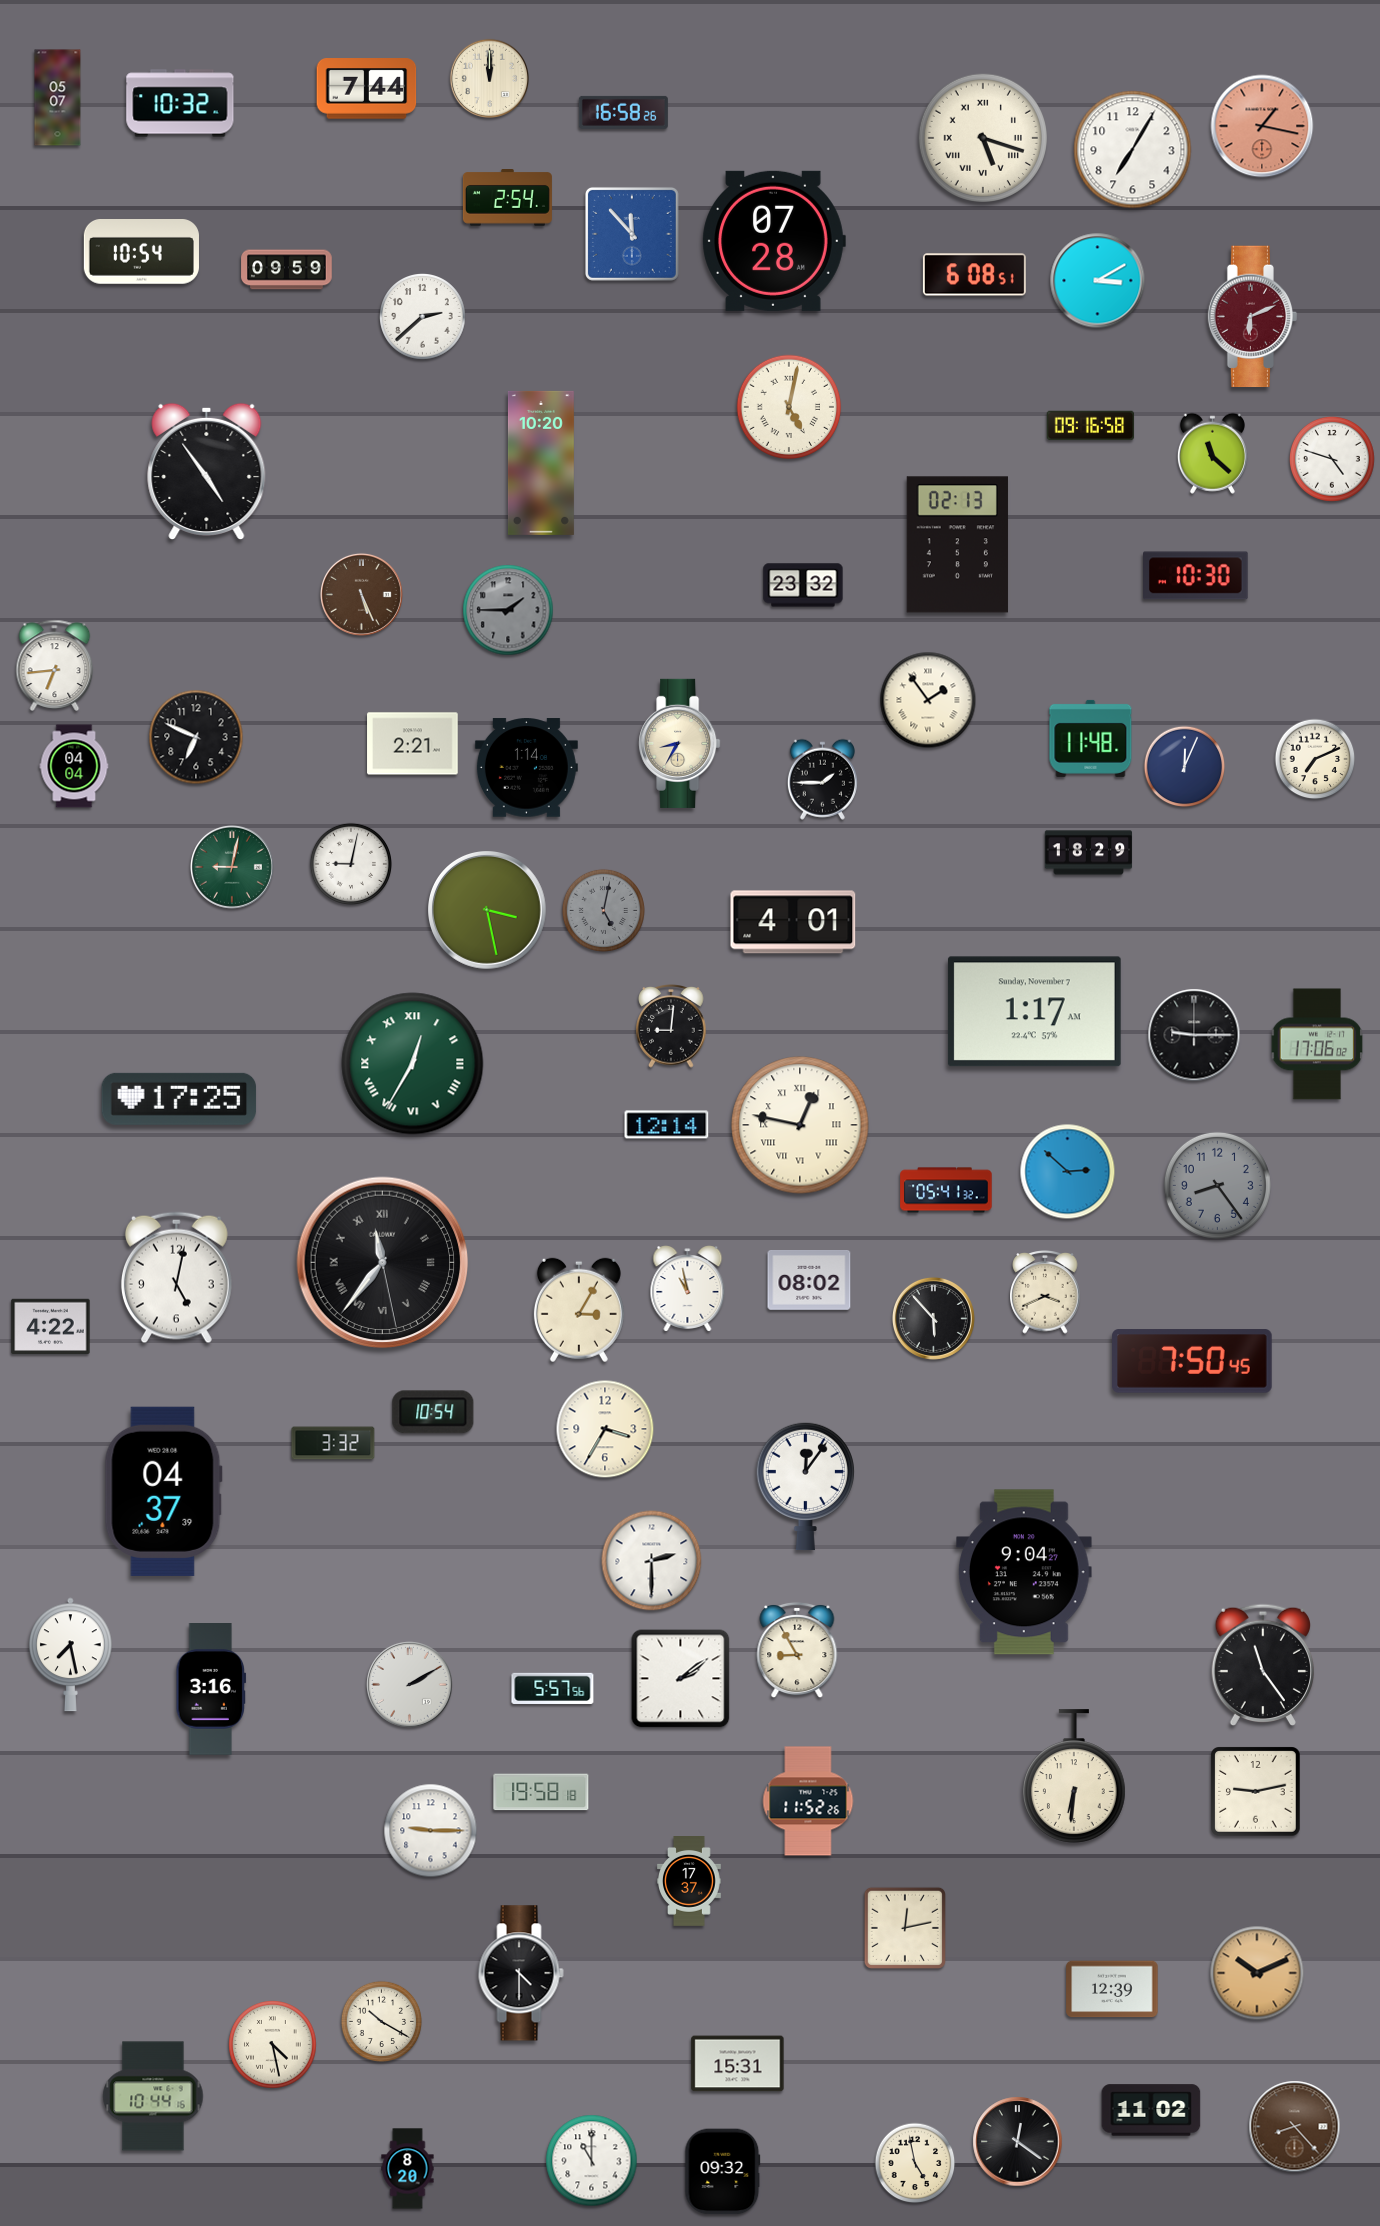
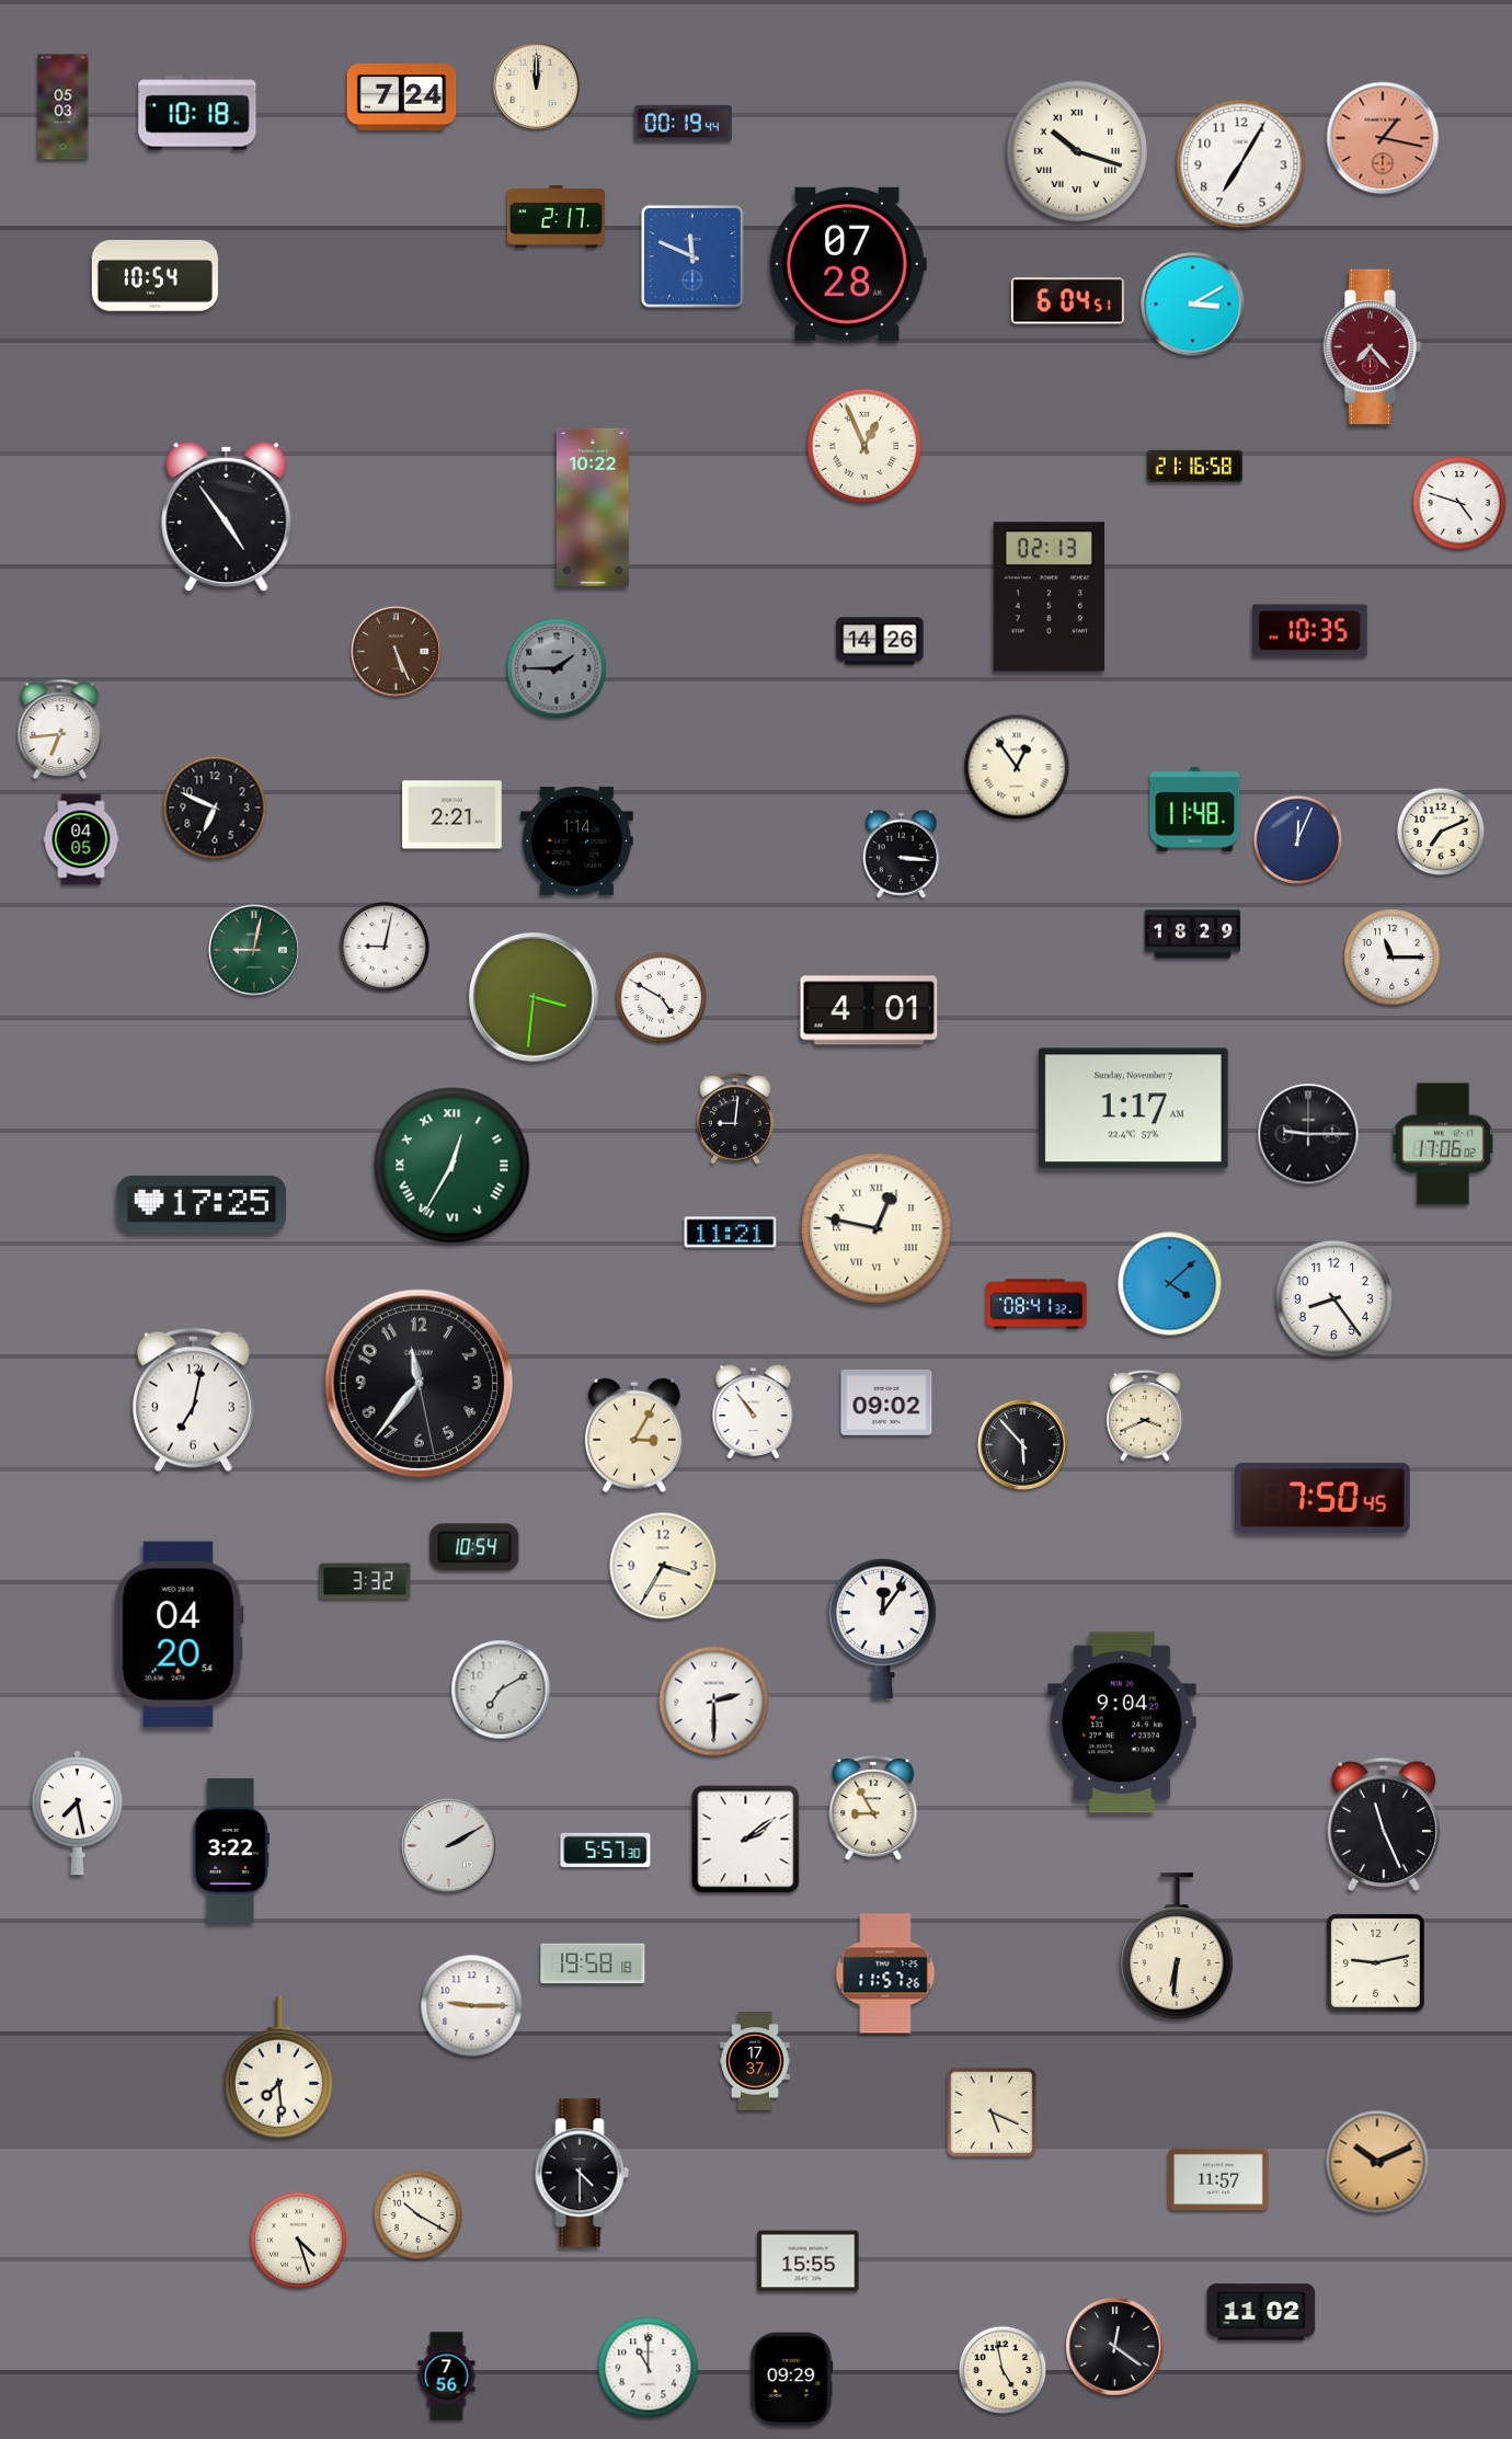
clock at (367, 89): 7:44 -> 7:24
clock at (58, 98): 05:07 -> 05:03
clock at (180, 103): 10:32 -> 10:18
clock at (623, 112): 16:58 -> 00:19
clock at (983, 138): 5:18 -> 10:18
clock at (507, 198): 2:54 -> 2:17
clock at (632, 234): 11:53 -> 11:49
clock at (287, 270): 09:59 -> none
clock at (974, 275): 6:08 -> 6:04
clock at (1098, 281) position: (1098, 281) -> (1193, 305)
clock at (423, 317): 2:38 -> none
clock at (1253, 317): 6:11 -> 7:23
clock at (789, 407): 5:02 -> 12:56
clock at (1091, 426): 09:16 -> 21:16
clock at (1212, 453): 11:22 -> none
clock at (541, 463): 10:20 -> 10:22
clock at (1196, 576): 10:30 -> 10:35
clock at (803, 585): 23:32 -> 14:26
clock at (928, 700): 1:54 -> 12:54
clock at (680, 743): 8:35 -> none
clock at (74, 766): 04:04 -> 04:05
clock at (822, 779): 1:45 -> 3:16
clock at (1393, 958): none -> 11:15
clock at (603, 910): 5:02 -> 4:50
clock at (603, 910) dial: grey -> white
clock at (488, 911): 3:28 -> 3:31
clock at (671, 1027) position: (671, 1027) -> (735, 1120)
clock at (179, 1099) position: (179, 1099) -> (202, 1204)
clock at (667, 1125): 12:14 -> 11:21
clock at (800, 1125) position: (800, 1125) -> (877, 1228)
clock at (1068, 1172): 2:52 -> 4:08
clock at (1217, 1185) dial: grey -> white
clock at (946, 1190): 05:41 -> 08:41
clock at (383, 1263) numerals: Roman -> Arabic
clock at (176, 1278): 5:02 -> 7:02
clock at (809, 1281): 08:02 -> 09:02
clock at (688, 1289): 10:58 -> 10:54
clock at (51, 1326): 4:22 -> none
clock at (1192, 1361) position: (1192, 1361) -> (1322, 1498)
clock at (163, 1491): 04:37 -> 04:20
clock at (501, 1690): none -> 7:10
clock at (652, 1561) position: (652, 1561) -> (714, 1702)
clock at (1262, 1665): 11:24 -> 11:26
clock at (553, 1688): 5:57:56 -> 5:57:30
clock at (211, 1689): 3:16 -> 3:22
clock at (808, 1801): 11:52 -> 11:57
clock at (278, 2066): none -> 7:29
clock at (905, 1928): 12:13 -> 5:19
clock at (521, 1973) position: (521, 1973) -> (582, 2173)
clock at (1112, 1989): 12:39 -> 11:57
clock at (273, 2045): 4:28 -> 4:27
clock at (738, 2064): 15:31 -> 15:55
clock at (153, 2096): 10:44 -> none
clock at (1295, 2127): 8:23 -> none
clock at (408, 2169): 8:20 -> 7:56
clock at (723, 2172): 09:32 -> 09:29
